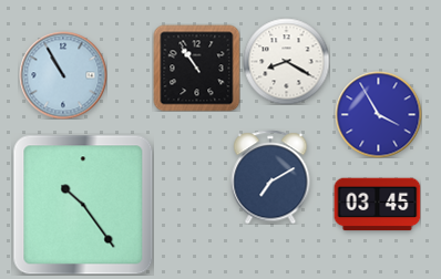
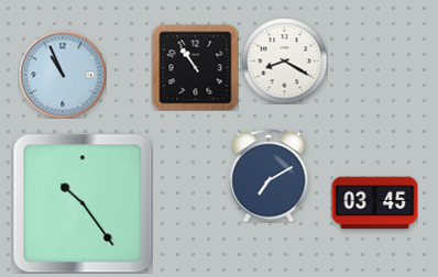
clock at (63, 75): 10:55 -> 10:56
clock at (378, 114): 3:55 -> none
